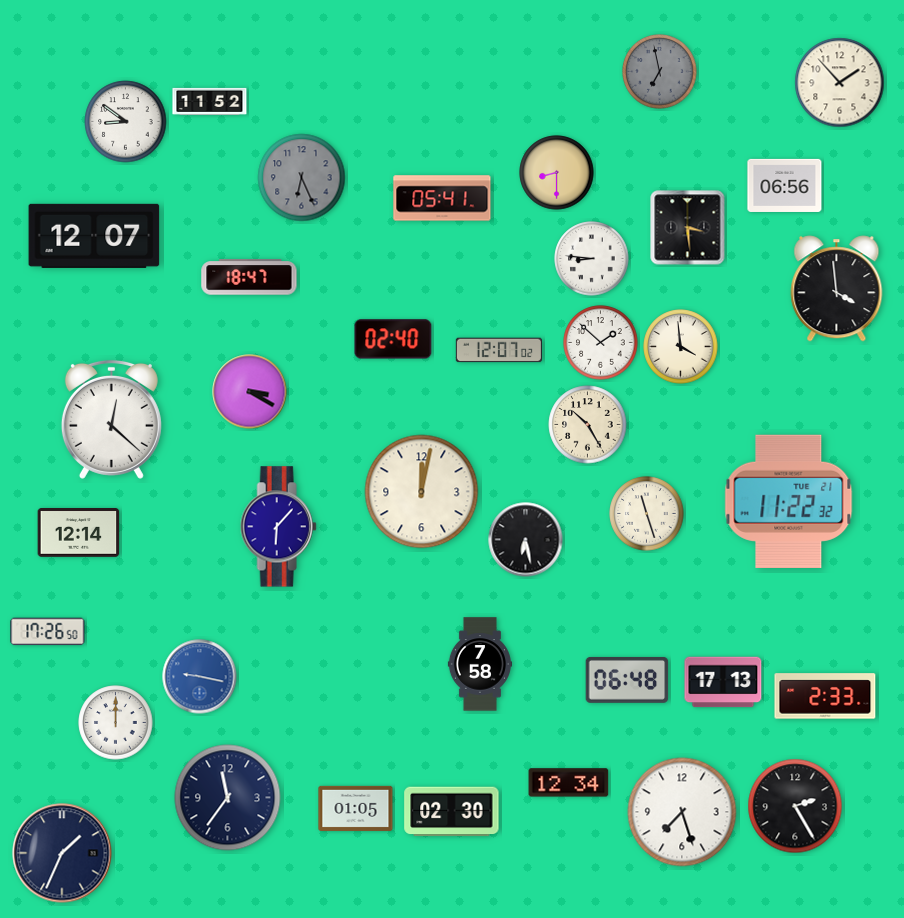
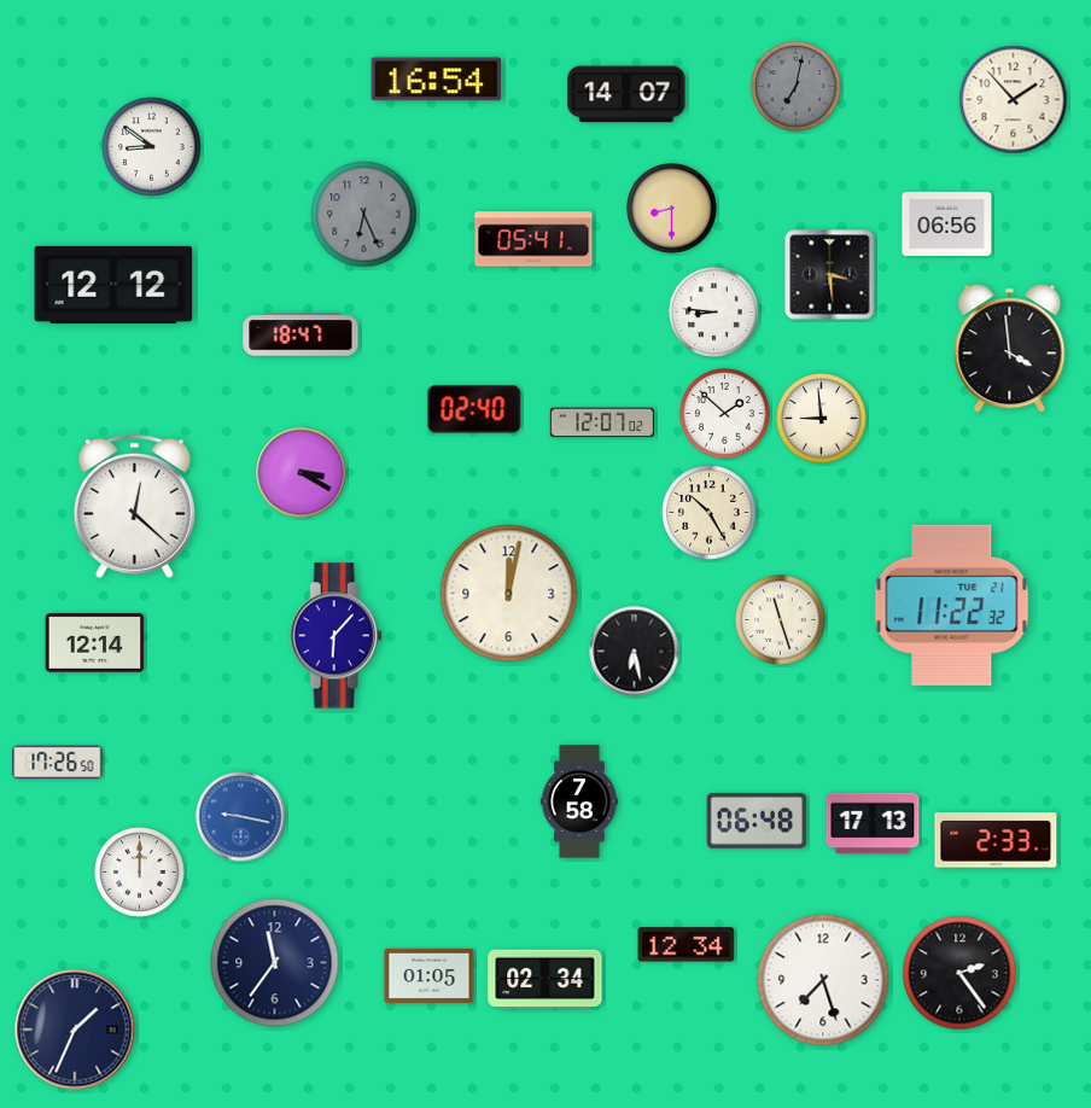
clock at (437, 80): none -> 16:54
clock at (660, 72): 6:58 -> 7:02
clock at (626, 94): none -> 14:07
clock at (210, 101): 11:52 -> none
clock at (94, 236): 12:07 -> 12:12
clock at (681, 347): 3:59 -> 8:59
clock at (795, 806): 2:25 -> 2:24
clock at (452, 812): 02:30 -> 02:34
